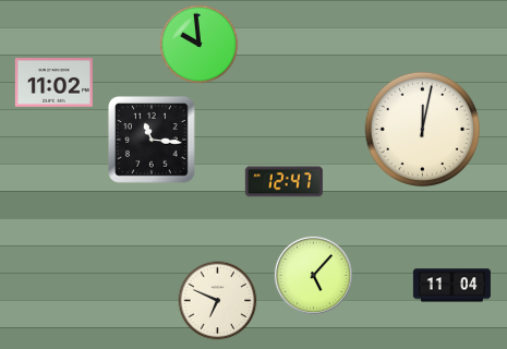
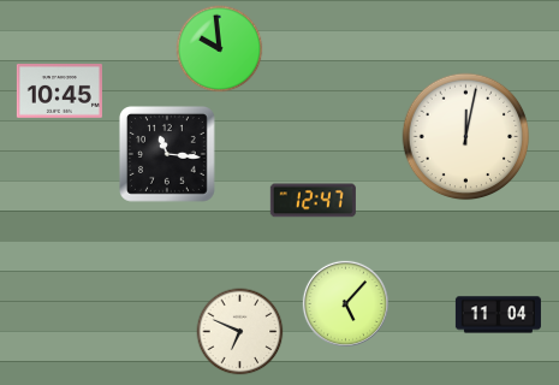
clock at (53, 83): 11:02 -> 10:45
clock at (423, 130) position: (423, 130) -> (466, 137)
